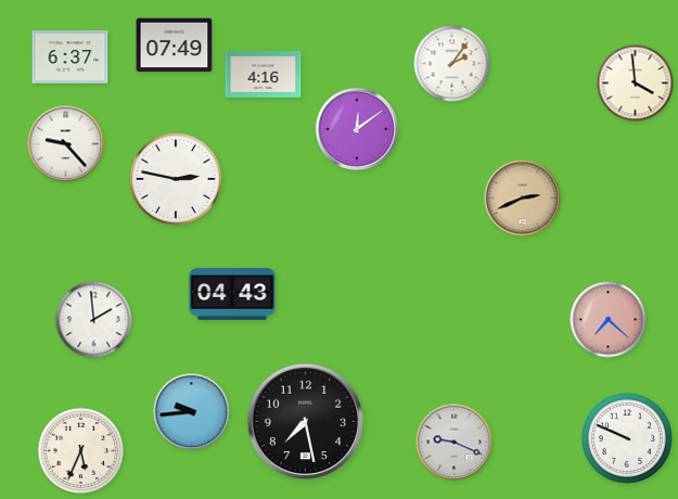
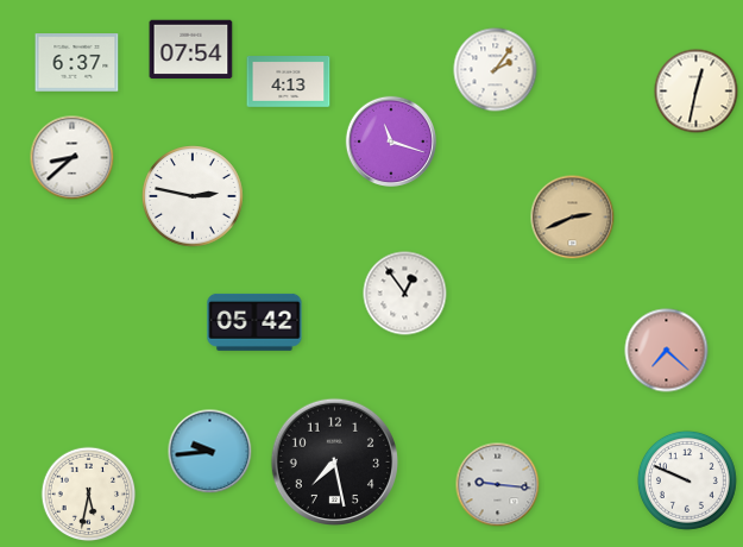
clock at (175, 46): 07:49 -> 07:54
clock at (264, 75): 4:16 -> 4:13
clock at (636, 84): 3:59 -> 12:32
clock at (356, 128): 12:09 -> 11:18
clock at (66, 144): 9:23 -> 8:38
clock at (405, 294): none -> 12:54
clock at (232, 294): 04:43 -> 05:42
clock at (94, 320): 1:59 -> none
clock at (455, 443): 9:19 -> 9:16
clock at (81, 451): 5:34 -> 5:32
